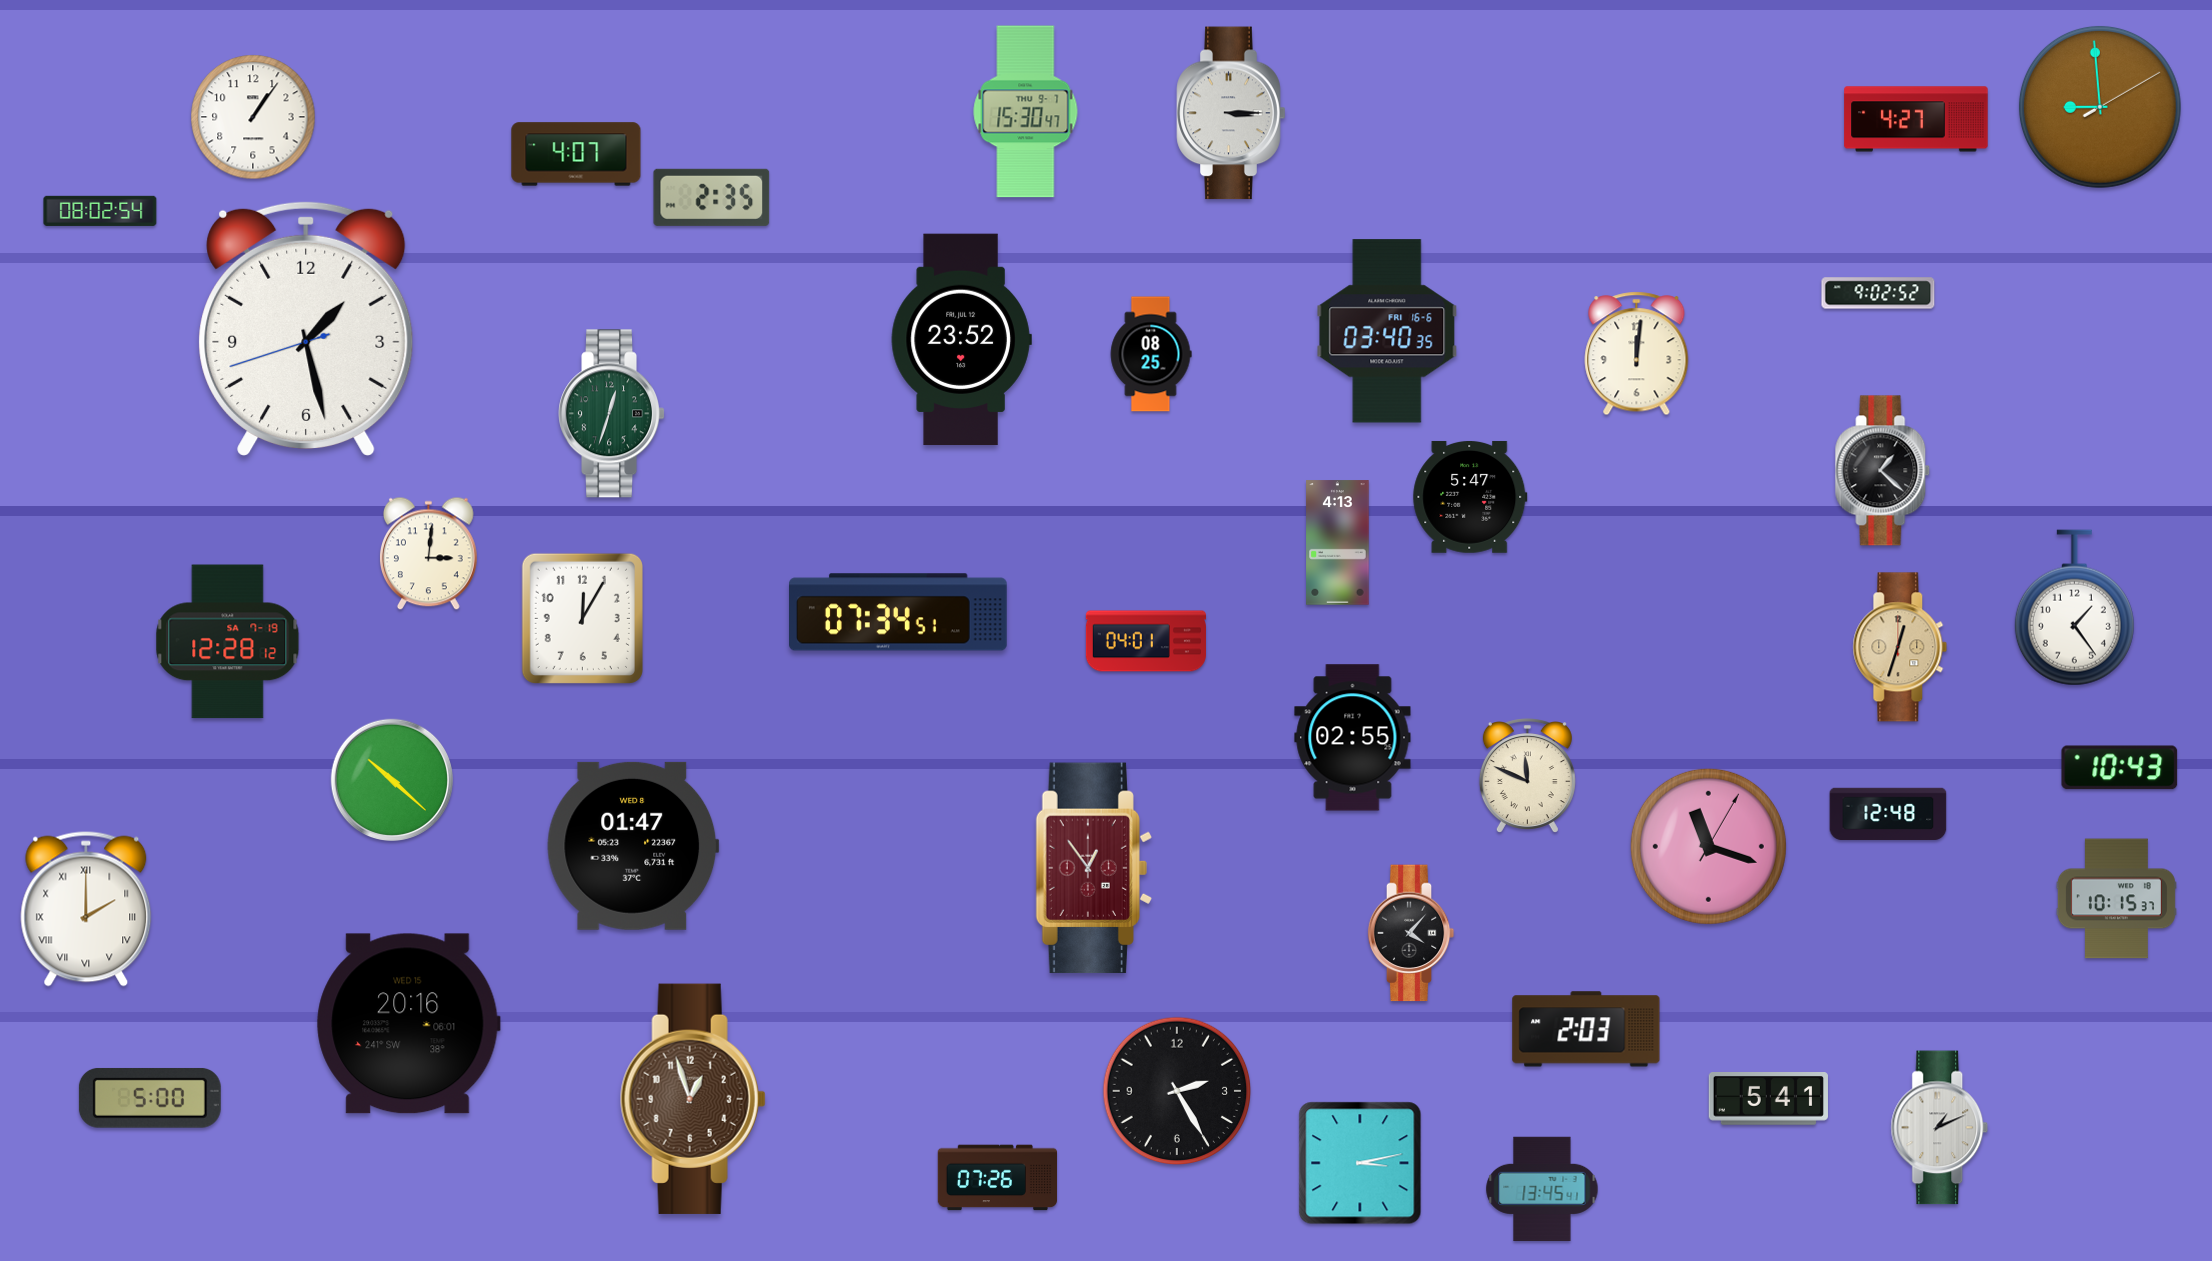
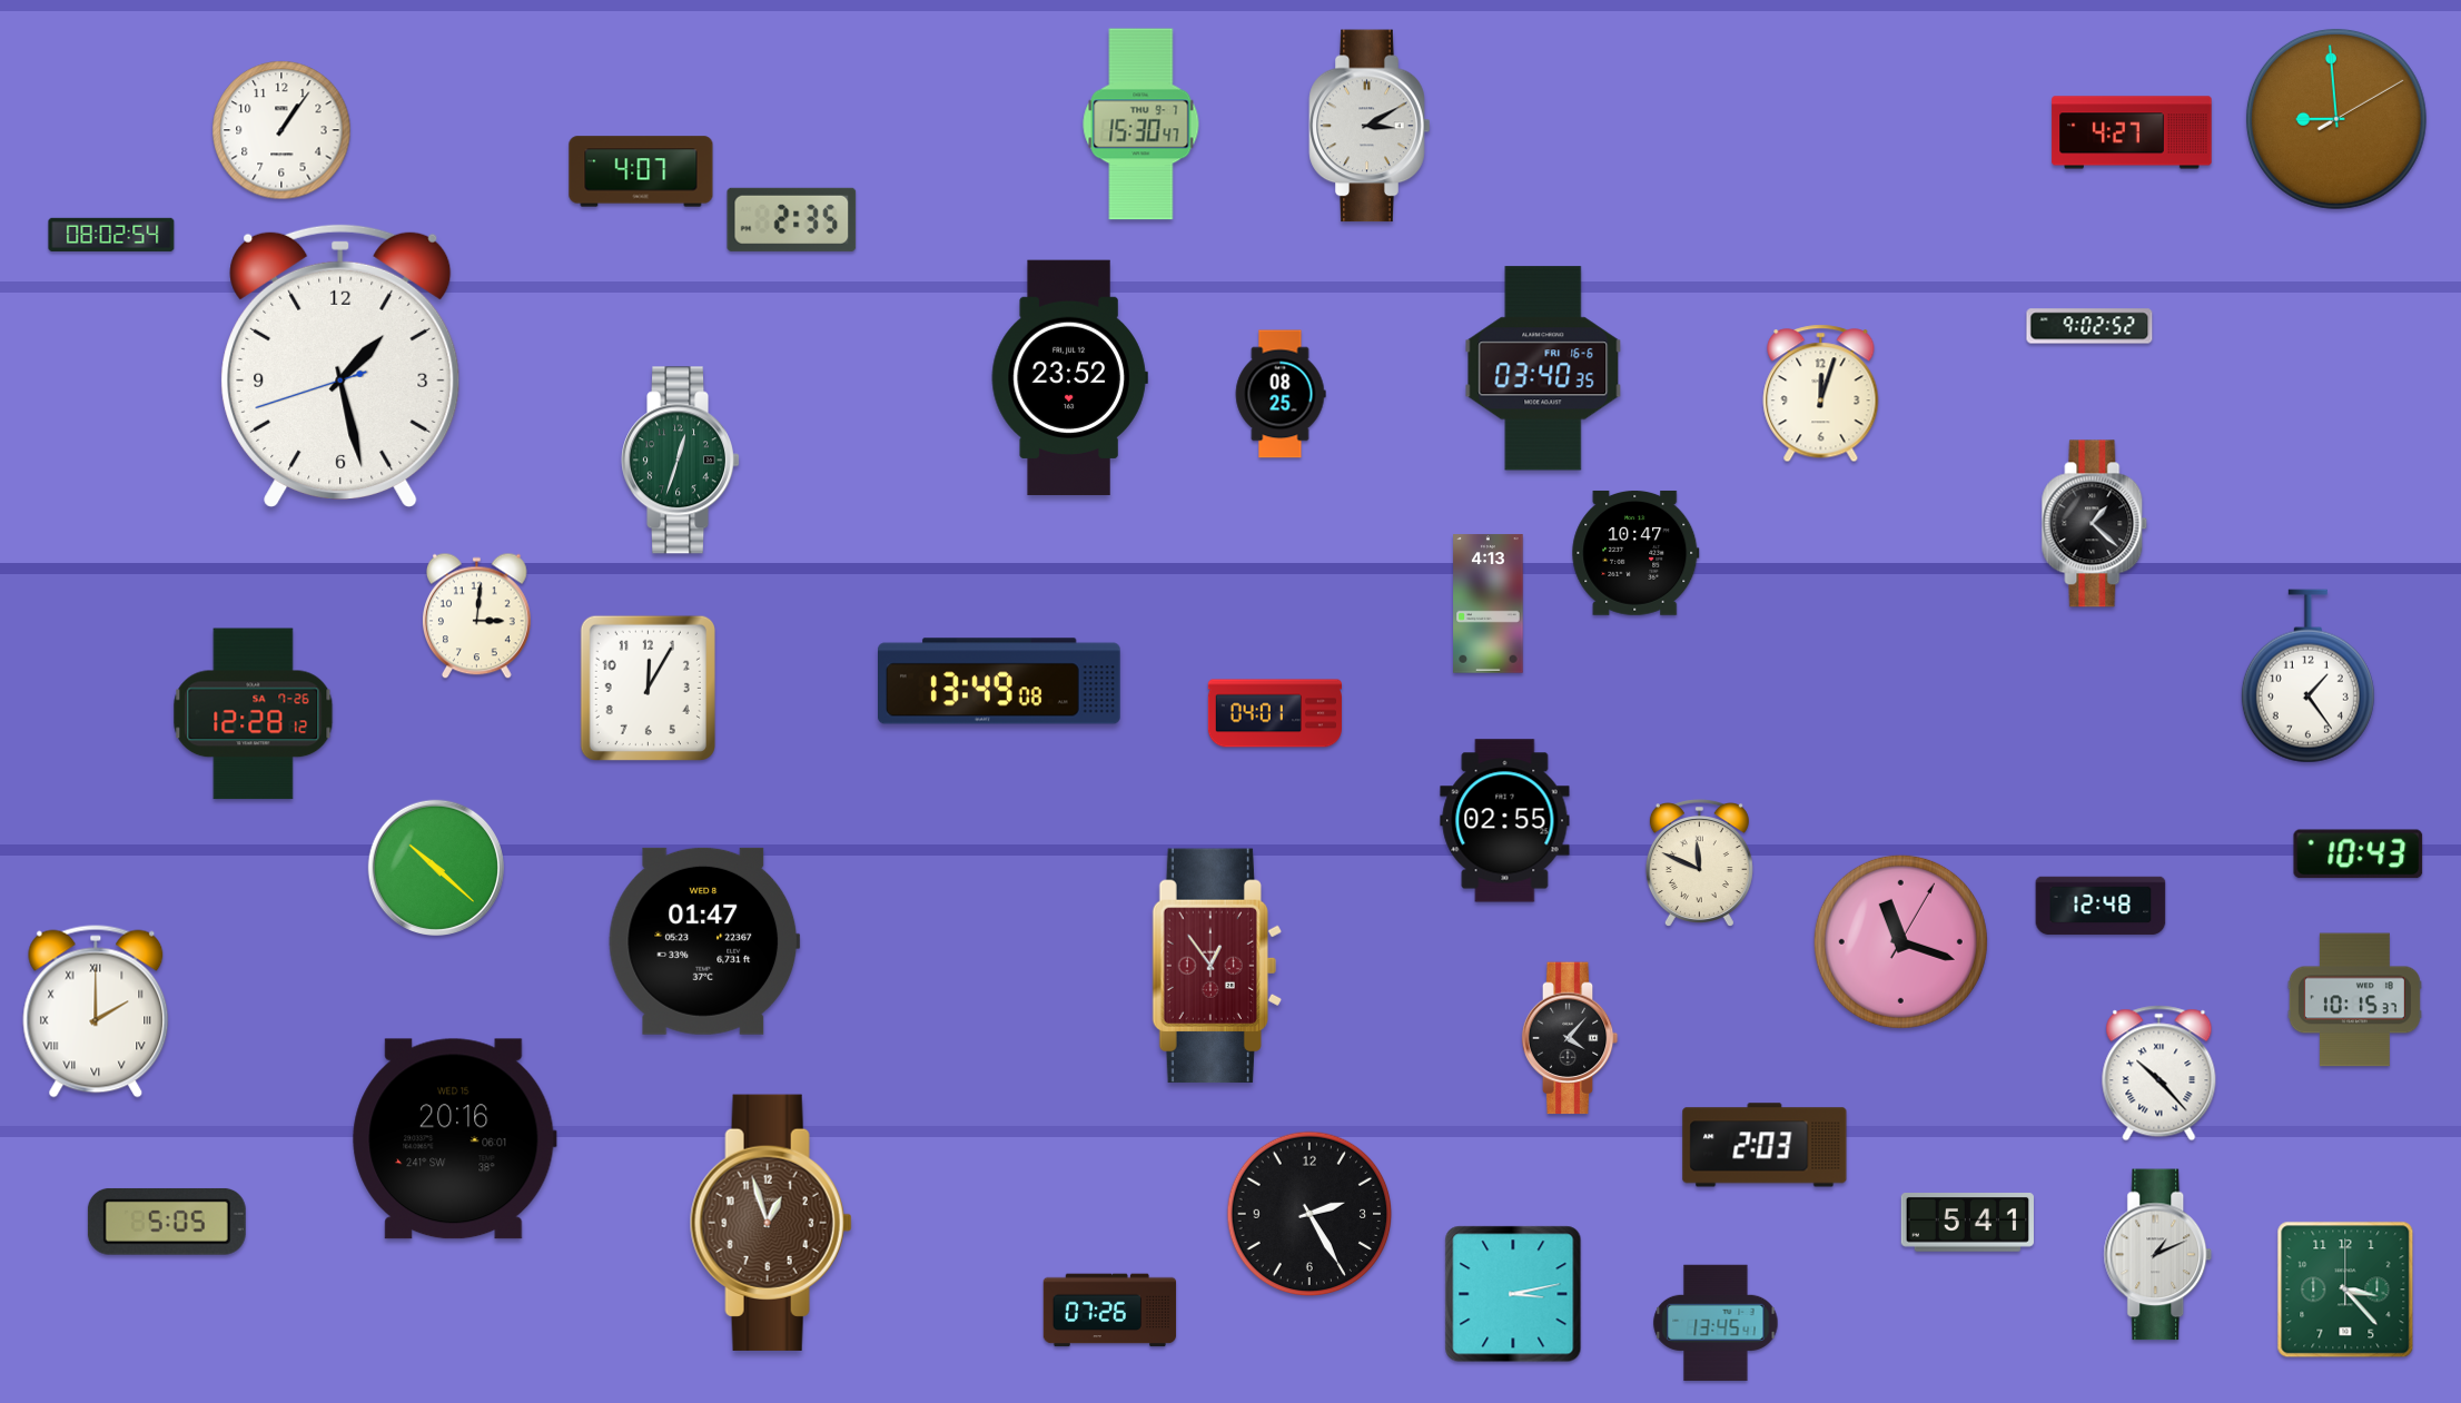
clock at (1231, 113): 3:15 -> 3:10
clock at (1637, 354): 12:01 -> 12:03
clock at (1470, 497): 5:47 -> 10:47
clock at (899, 612): 07:34 -> 13:49
clock at (228, 642) date: SA 7-19 -> SA 7-26
clock at (1900, 647): 12:33 -> none
clock at (2159, 1074): none -> 10:23
clock at (150, 1098): 5:00 -> 5:05
clock at (2345, 1290): none -> 3:23
